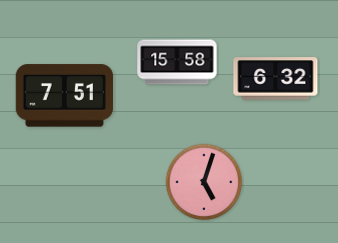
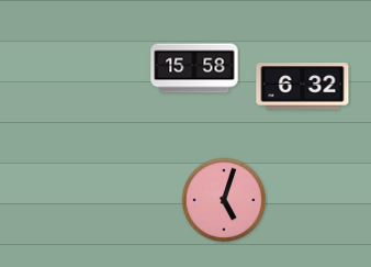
clock at (64, 96): 7:51 -> none
